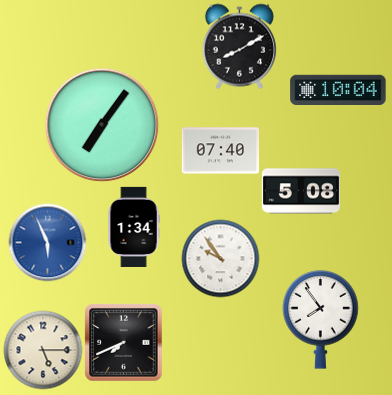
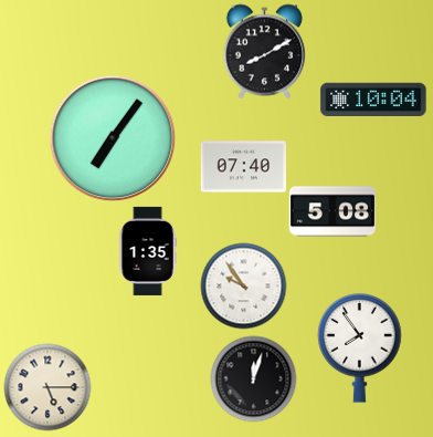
clock at (134, 227): 1:34 -> 1:35
clock at (47, 242): 5:56 -> none
clock at (321, 320) position: (321, 320) -> (360, 348)
clock at (123, 342): 7:41 -> none
clock at (253, 378): none -> 12:03
